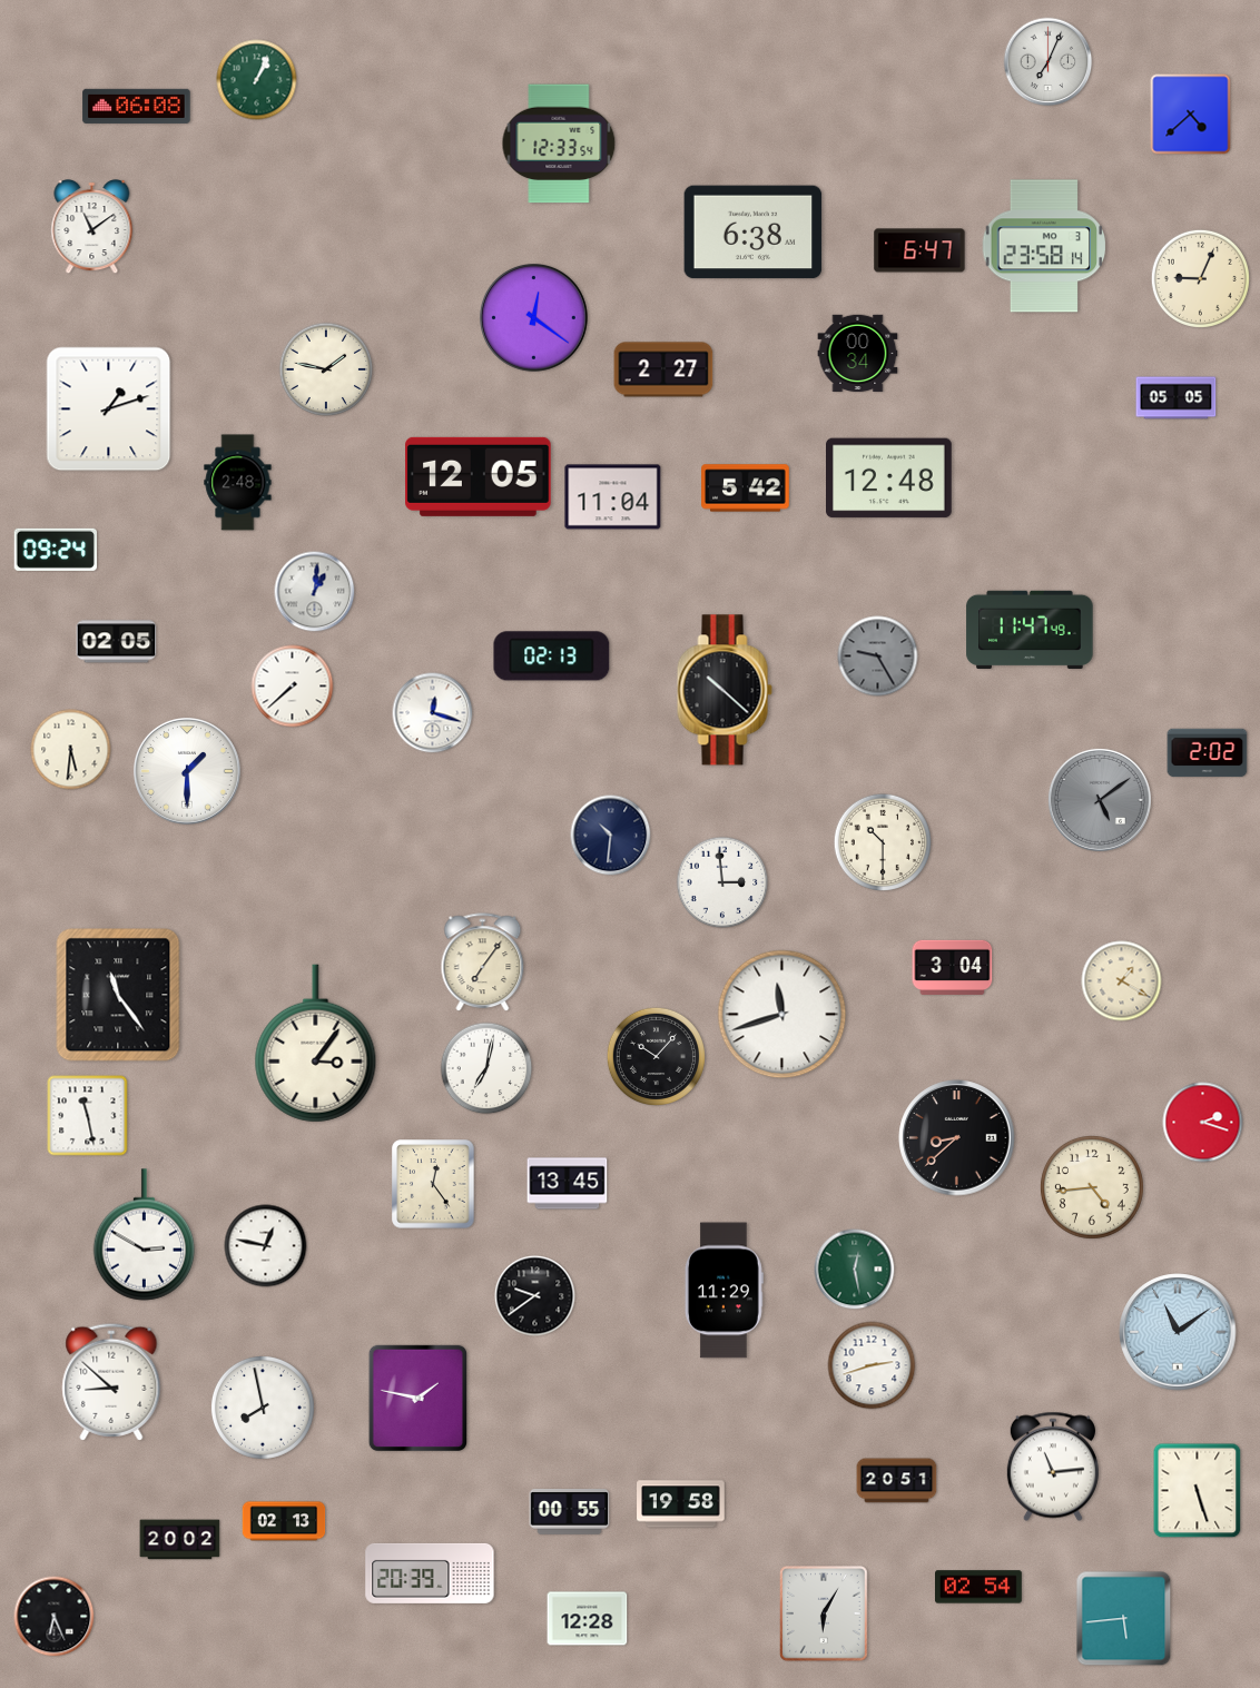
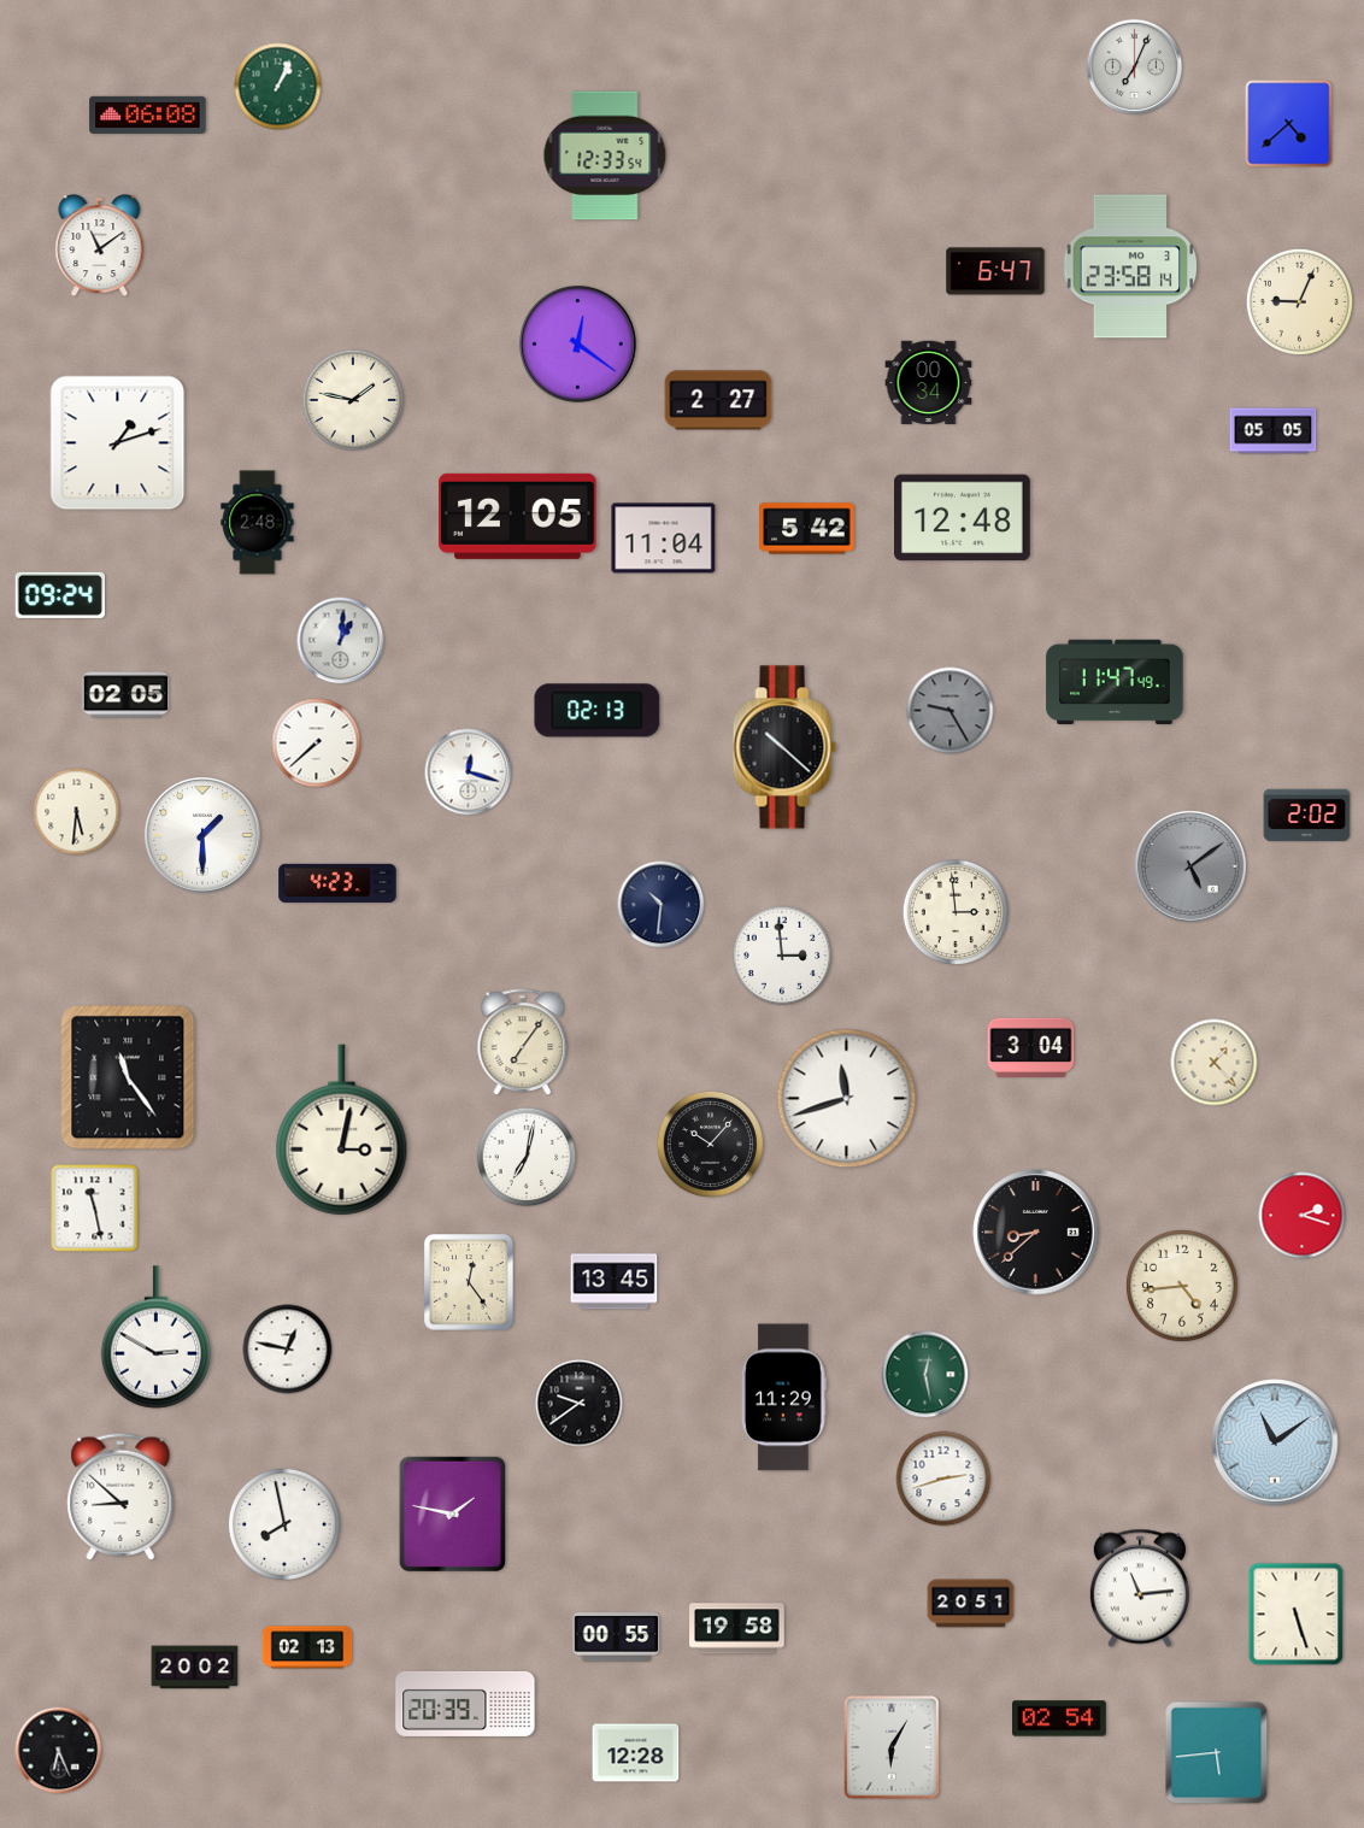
clock at (754, 233): 6:38 -> none
clock at (337, 882): none -> 4:23
clock at (882, 841): 10:30 -> 2:59
clock at (1122, 981): 1:20 -> 1:23
clock at (316, 1044): 3:06 -> 3:02
